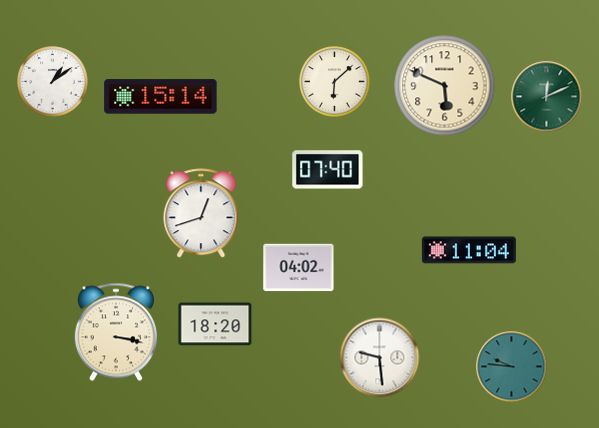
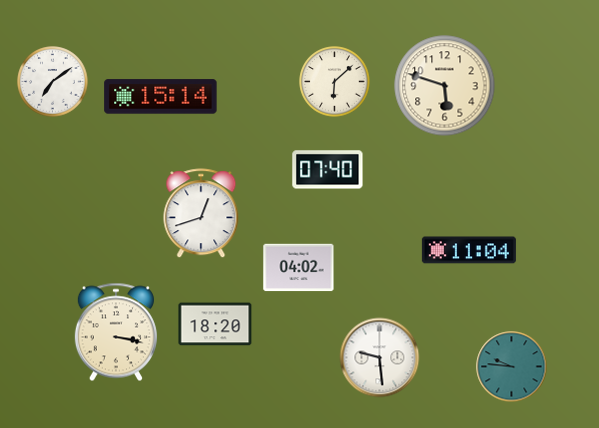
clock at (53, 82): 1:09 -> 7:09
clock at (445, 86): 5:49 -> 5:48
clock at (547, 97): 12:11 -> none
